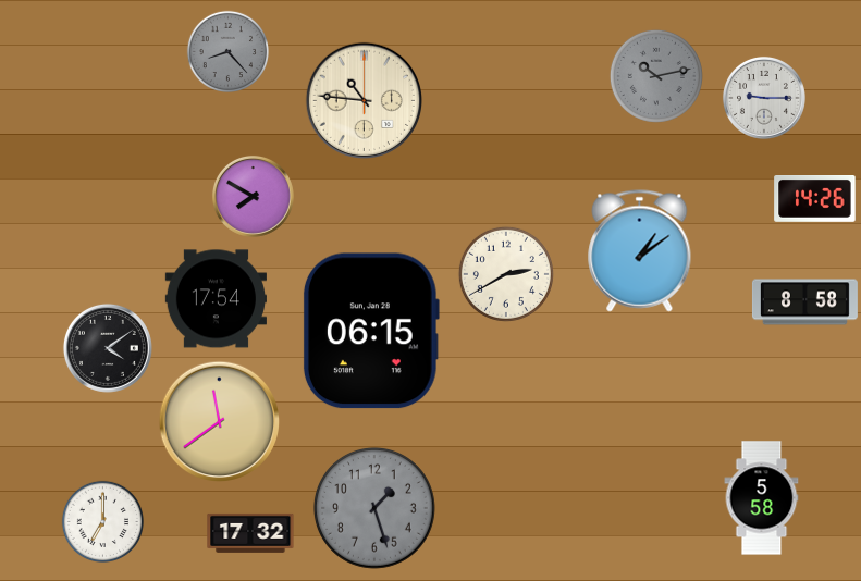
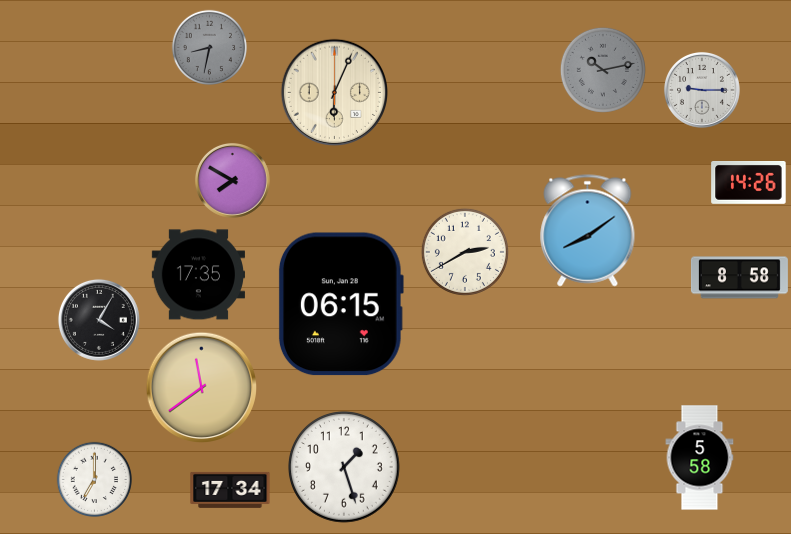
clock at (227, 51): 8:23 -> 8:32
clock at (364, 100): 10:46 -> 6:04
clock at (640, 251): 1:09 -> 8:09
clock at (216, 299): 17:54 -> 17:35
clock at (108, 348): 4:09 -> 4:05
clock at (376, 508) dial: grey -> white
clock at (250, 533): 17:32 -> 17:34
